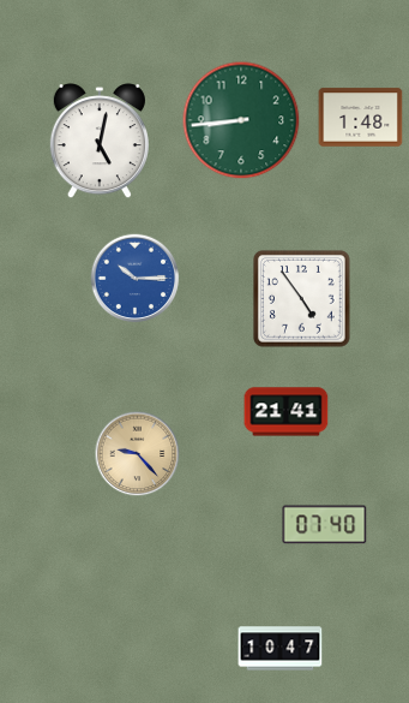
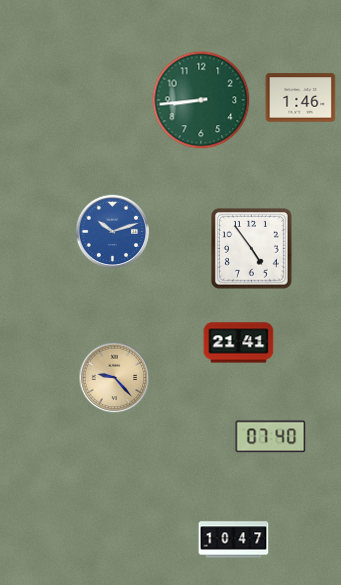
clock at (361, 118): 1:48 -> 1:46
clock at (100, 142): 5:02 -> none
clock at (136, 279): 10:15 -> 10:12
